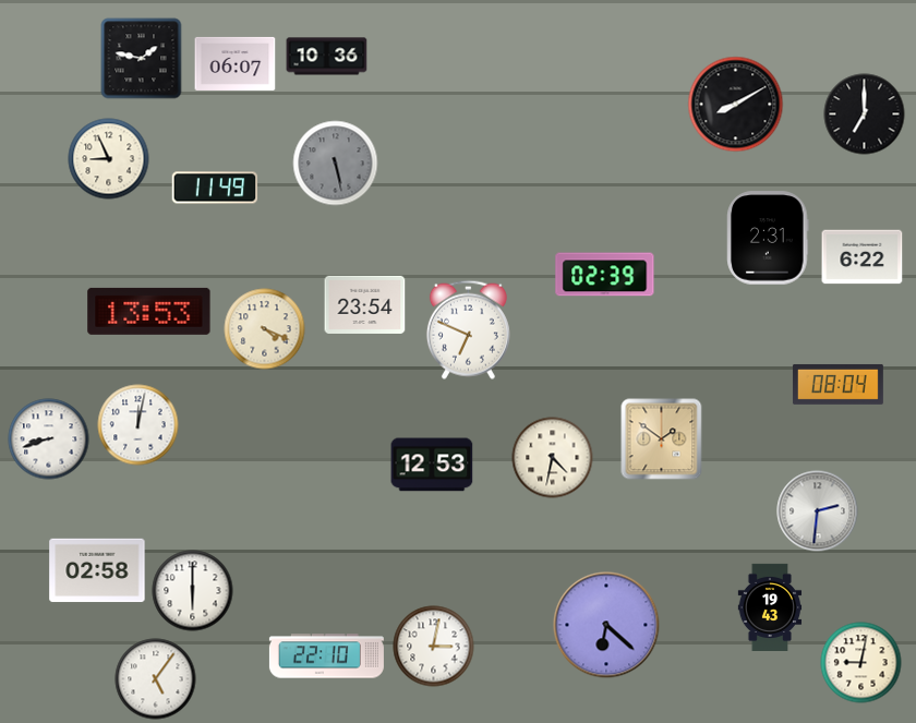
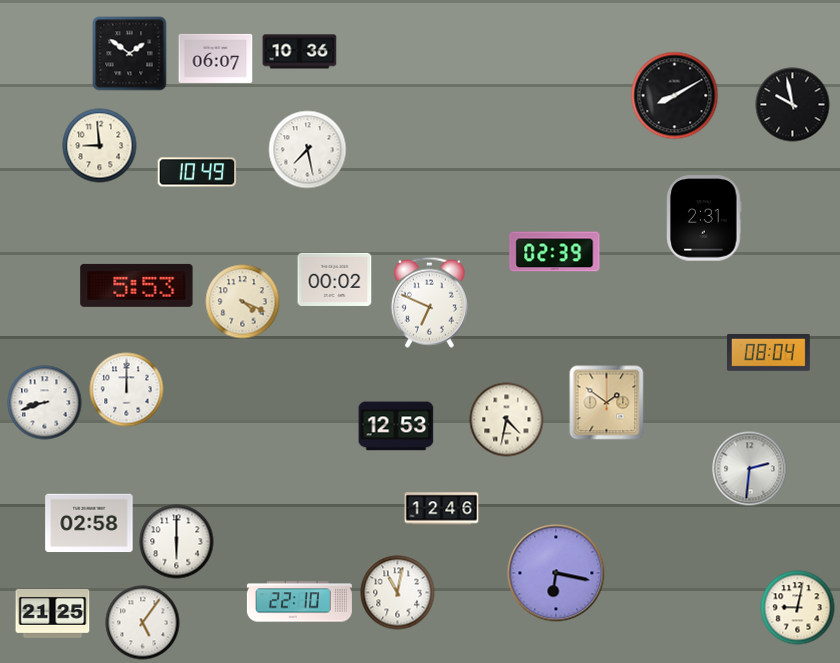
clock at (142, 59): 1:47 -> 1:51
clock at (865, 115): 7:00 -> 9:58
clock at (109, 159): 8:56 -> 8:59
clock at (336, 164): 5:28 -> 7:28
clock at (336, 164) dial: grey -> white
clock at (215, 188): 11:49 -> 10:49
clock at (863, 257): 6:22 -> none
clock at (365, 304): 23:54 -> 00:02
clock at (149, 311): 13:53 -> 5:53
clock at (138, 425): 12:02 -> 12:00
clock at (442, 509): none -> 12:46
clock at (770, 606): 19:43 -> none
clock at (606, 625): 6:22 -> 6:17
clock at (434, 647): 3:02 -> 11:02
clock at (861, 663) position: (861, 663) -> (798, 608)
clock at (53, 613): none -> 21:25
